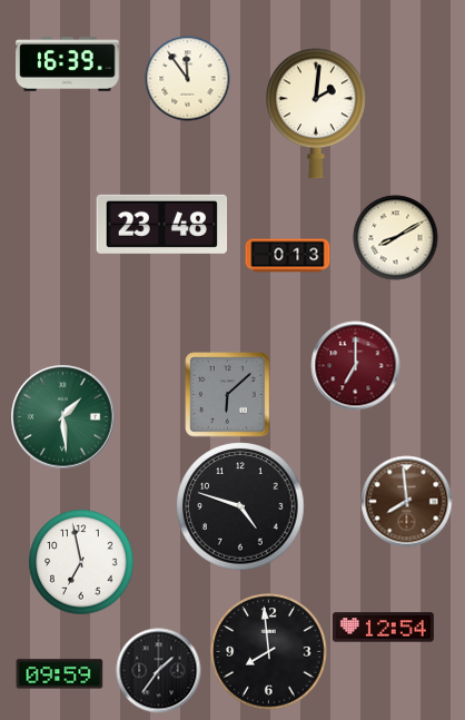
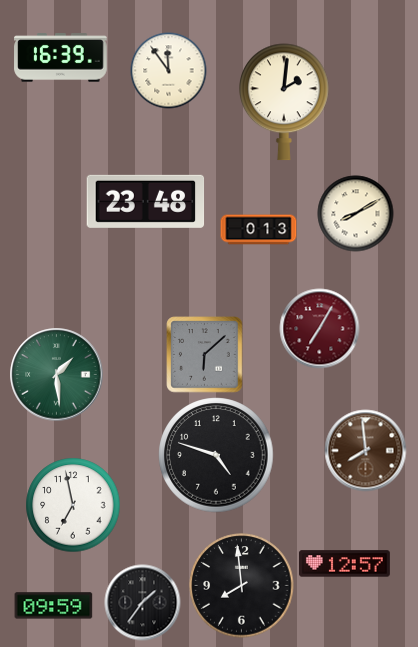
clock at (356, 366): 7:00 -> 7:05
clock at (384, 628): 12:54 -> 12:57
